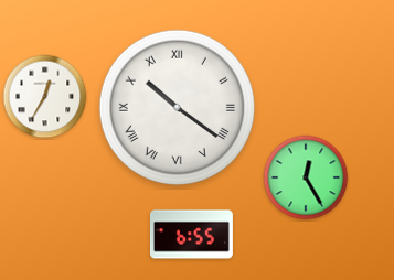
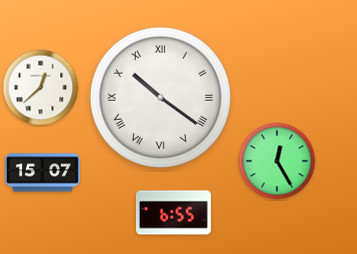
clock at (45, 97): 12:35 -> 12:38
clock at (42, 173): none -> 15:07
